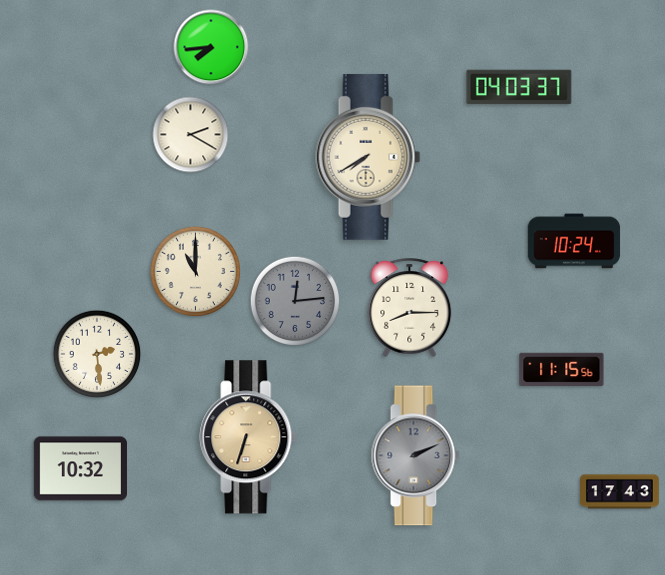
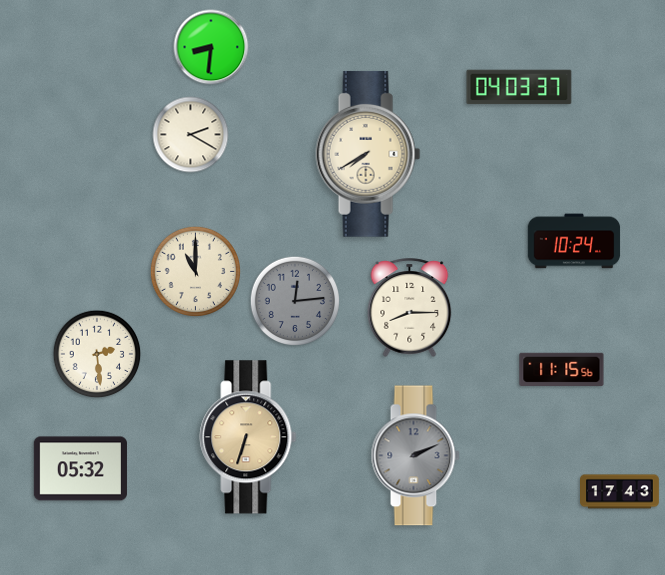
clock at (211, 47): 7:44 -> 8:31
clock at (368, 157) position: (368, 157) -> (368, 154)
clock at (80, 469): 10:32 -> 05:32
